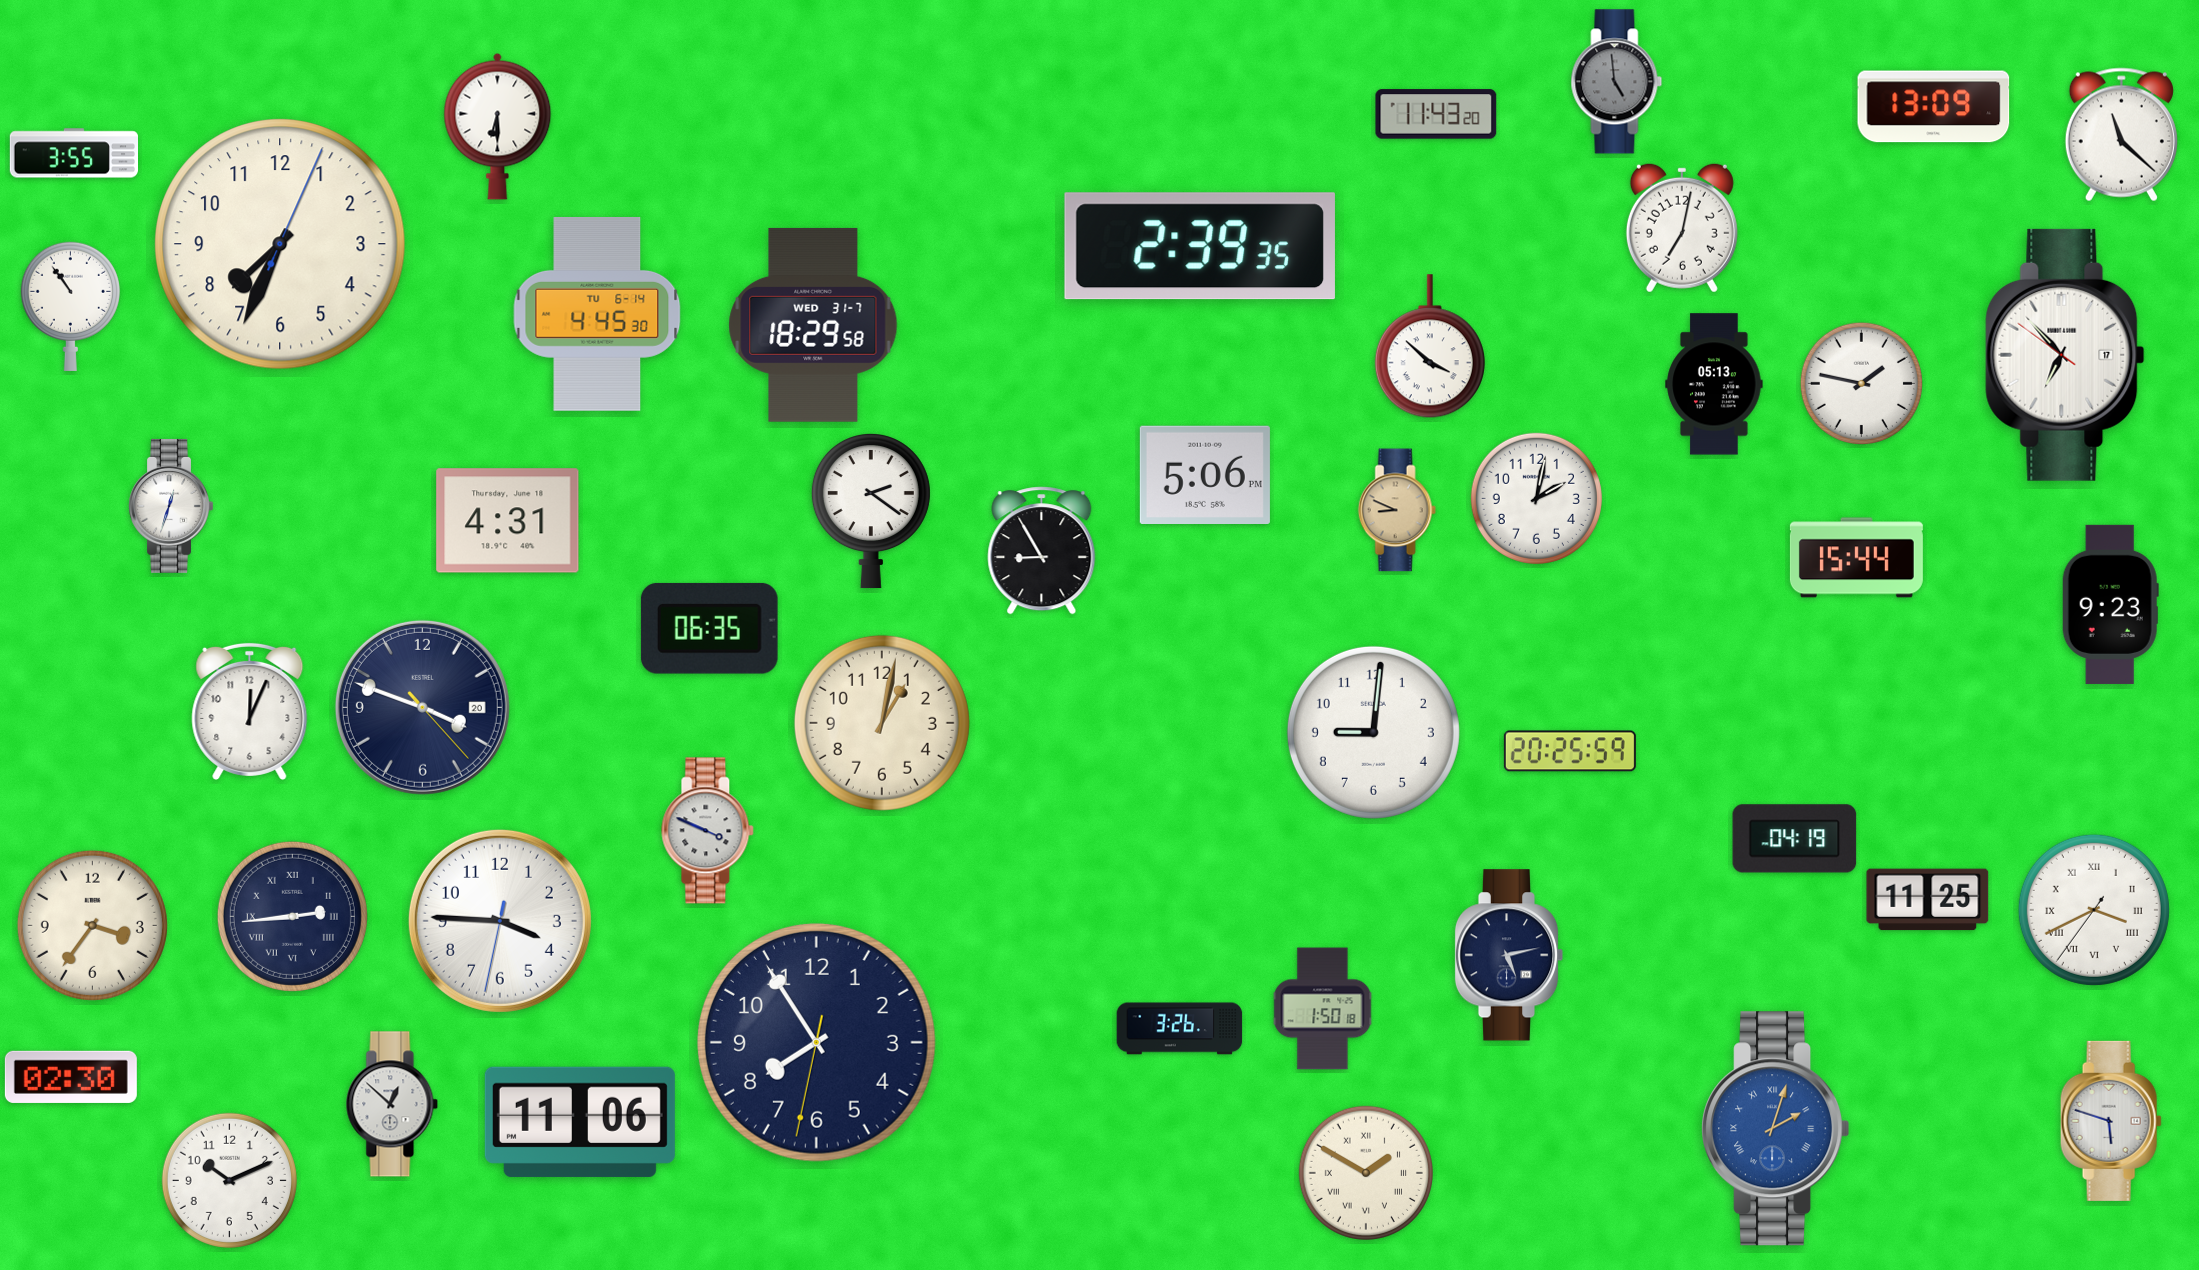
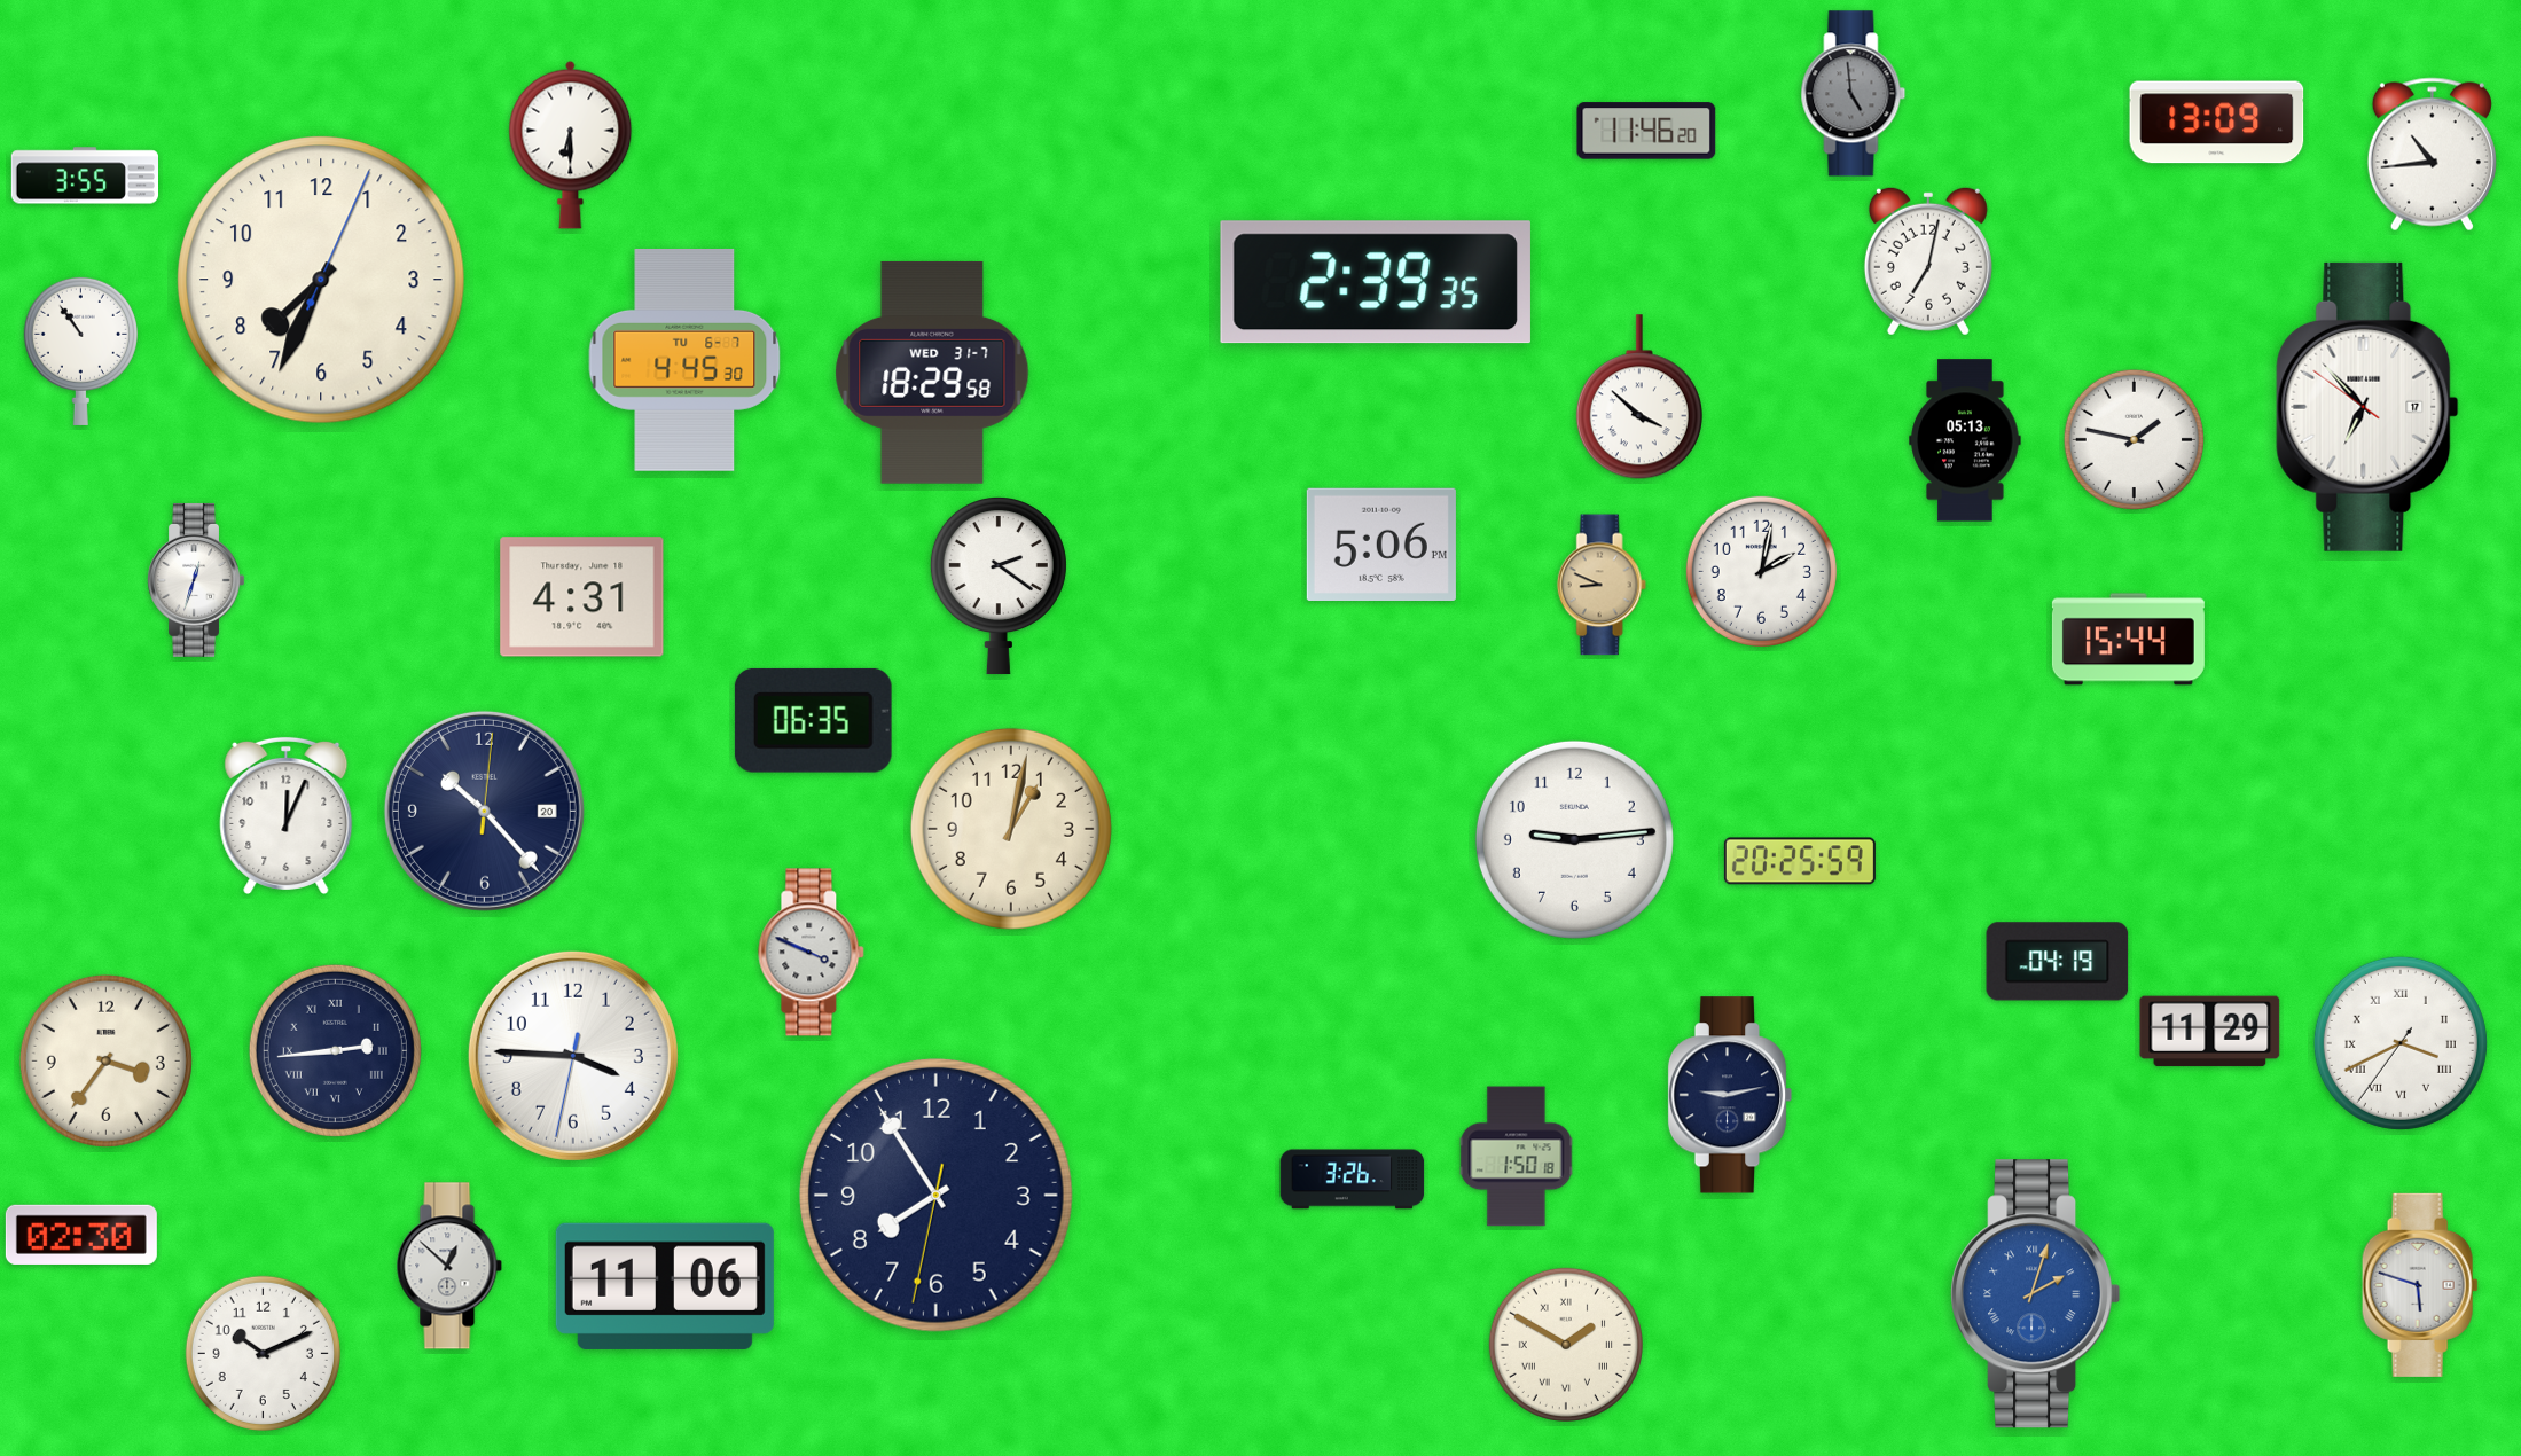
clock at (1436, 114): 11:43 -> 11:46
clock at (2121, 135): 11:22 -> 10:44
clock at (597, 314) date: TU 6-14 -> TU 6-7
clock at (1042, 551): 8:55 -> none
clock at (2110, 604): 9:23 -> none
clock at (422, 707): 3:48 -> 10:23
clock at (1373, 732): 9:01 -> 9:14
clock at (1928, 900): 11:25 -> 11:29
clock at (1509, 955): 5:13 -> 9:13
